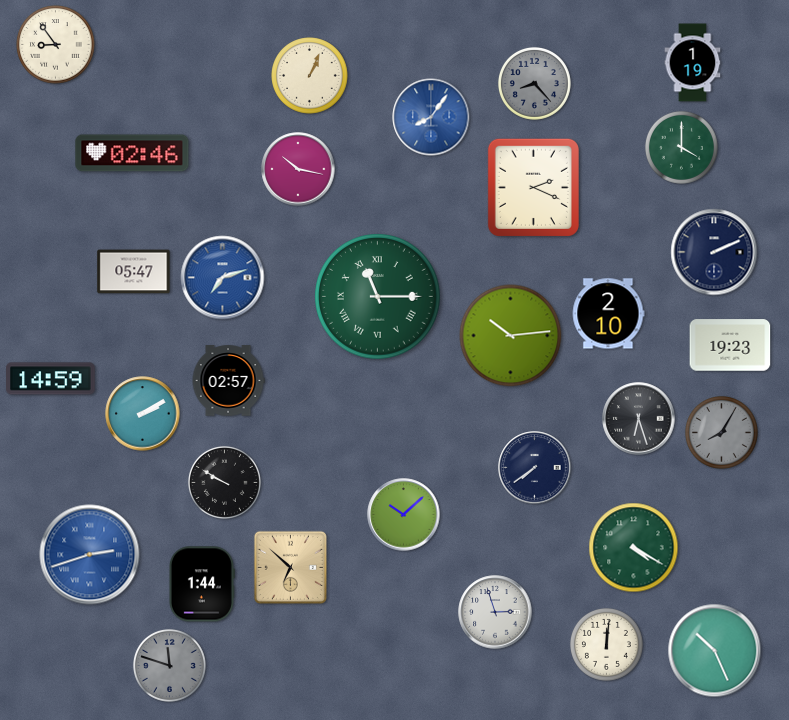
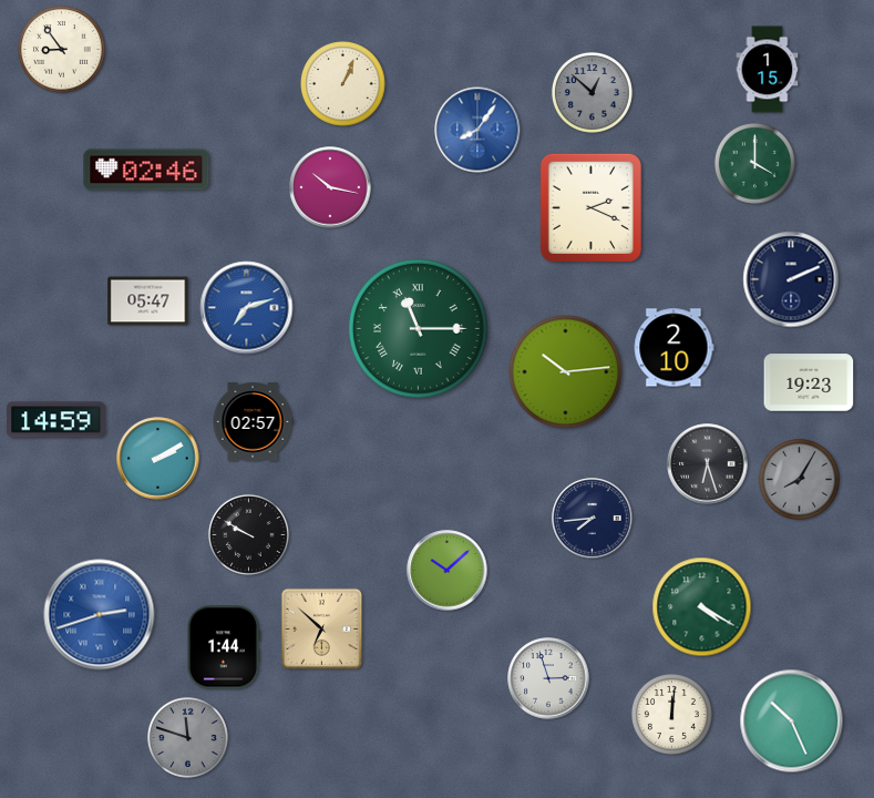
clock at (693, 63): 1:19 -> 1:15
clock at (534, 83): 8:23 -> 12:52
clock at (535, 468): 7:39 -> 7:44
